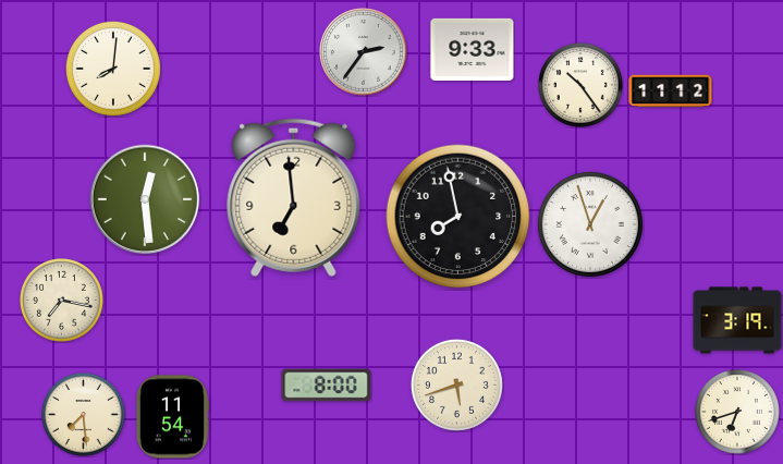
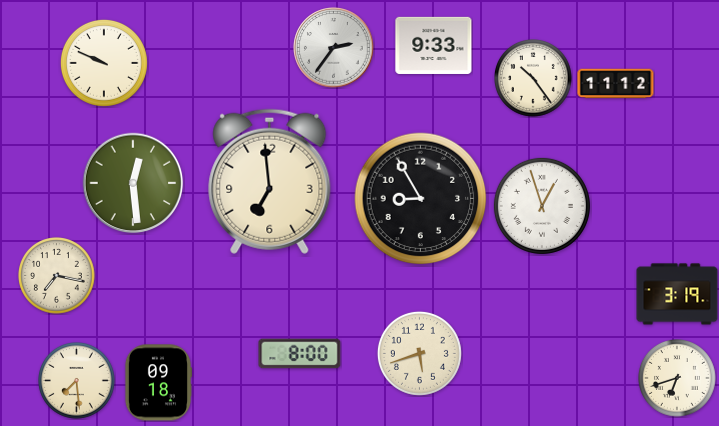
clock at (113, 69): 8:01 -> 9:49
clock at (458, 217): 7:58 -> 8:55
clock at (171, 417): 11:54 -> 09:18
